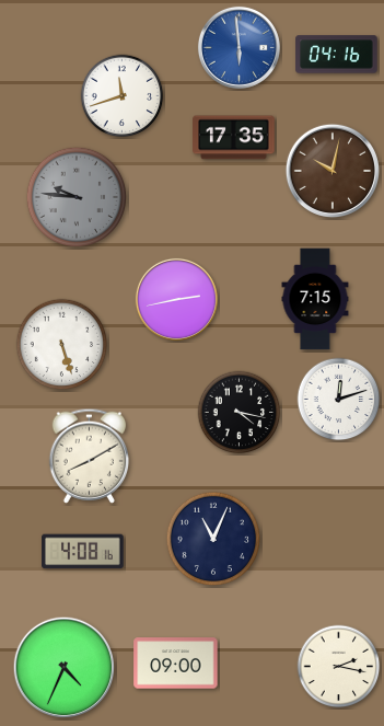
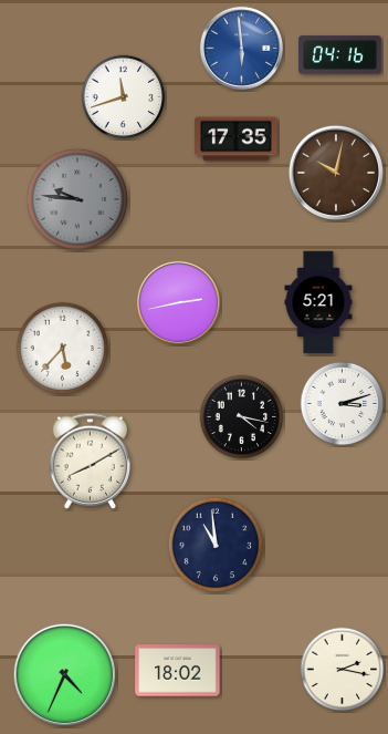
clock at (315, 299): 7:15 -> 5:21
clock at (62, 345): 5:27 -> 5:37
clock at (339, 400): 12:12 -> 3:12
clock at (213, 539): 11:04 -> 10:59
clock at (83, 552): 4:08 -> none
clock at (176, 664): 09:00 -> 18:02
clock at (339, 667) position: (339, 667) -> (343, 670)
